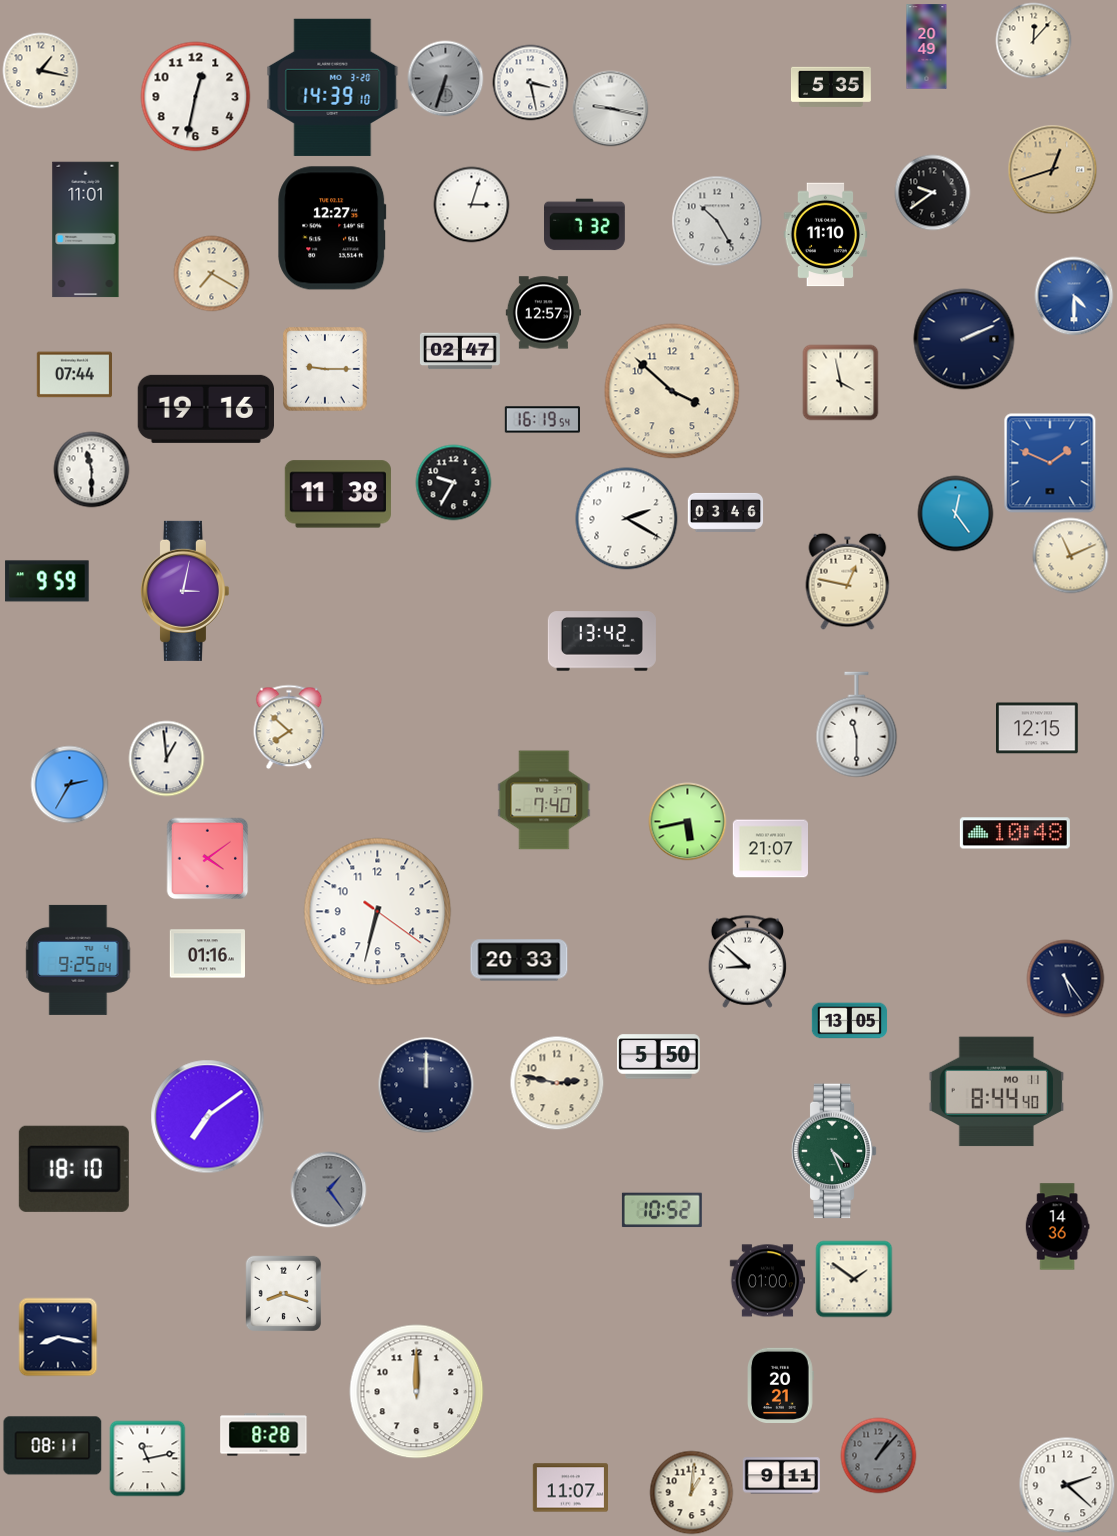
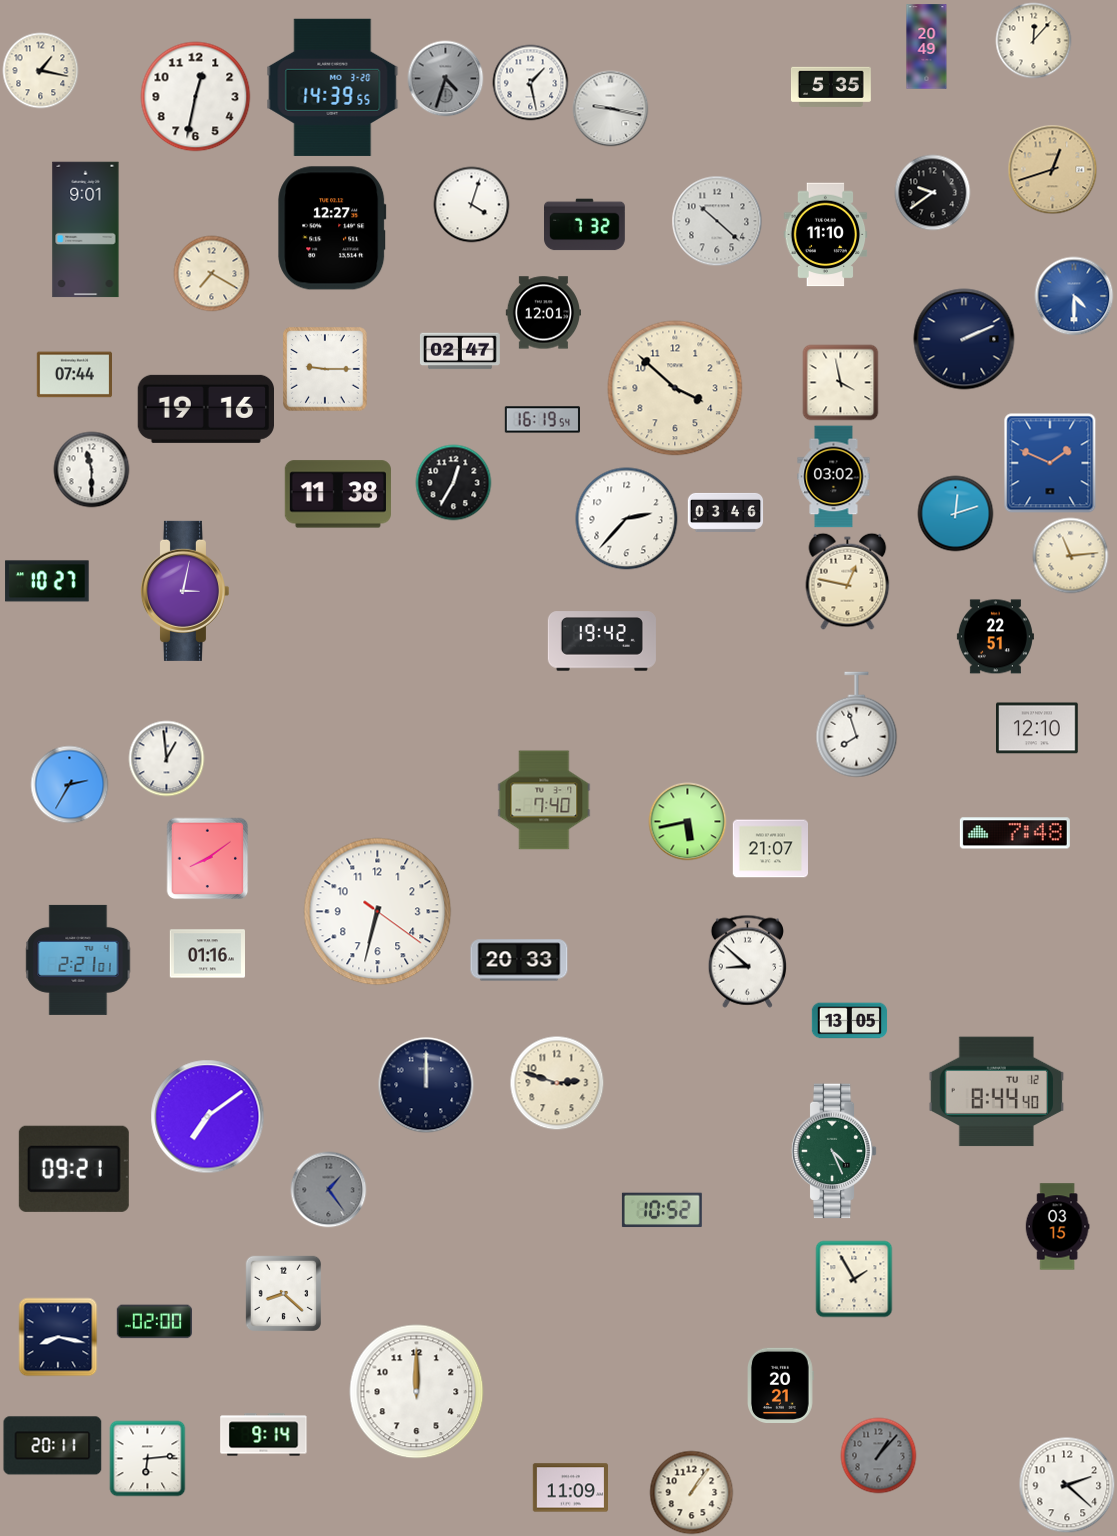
clock at (446, 79): 6:33 -> 4:33
clock at (531, 83): 3:28 -> 1:28
clock at (333, 87): 14:39:10 -> 14:39:55
clock at (472, 205): 3:03 -> 4:03
clock at (717, 221): 10:25 -> 10:22
clock at (86, 230): 11:01 -> 9:01
clock at (543, 313): 12:57 -> 12:01
clock at (672, 391) position: (672, 391) -> (675, 388)
clock at (834, 477): none -> 03:02
clock at (454, 483): 9:35 -> 12:35
clock at (956, 514): 12:24 -> 12:12
clock at (627, 519): 2:20 -> 2:37
clock at (1071, 556): 11:11 -> 11:14
clock at (47, 581): 9:59 -> 10:27
clock at (995, 637): none -> 22:51
clock at (602, 641): 13:42 -> 19:42
clock at (857, 725): 11:30 -> 7:57
clock at (289, 727): 7:52 -> none
clock at (1038, 728): 12:15 -> 12:10
clock at (1015, 833): 10:48 -> 7:48
clock at (208, 859): 4:09 -> 8:09
clock at (78, 960): 9:25 -> 2:21
clock at (1066, 979): 5:24 -> none
clock at (659, 1057): 5:50 -> none
clock at (557, 1083): 2:47 -> 2:48
clock at (997, 1092) date: MO 11 -> TU 12
clock at (74, 1169): 18:10 -> 09:21
clock at (1057, 1227): 14:36 -> 03:15
clock at (854, 1279): 1:51 -> 1:55
clock at (767, 1281): 01:00 -> none
clock at (283, 1293): 8:18 -> 8:22
clock at (154, 1322): none -> 02:00
clock at (264, 1435): 8:28 -> 9:14
clock at (53, 1446): 08:11 -> 20:11
clock at (148, 1459): 11:13 -> 6:14
clock at (781, 1476): 9:11 -> none
clock at (570, 1488): 11:07 -> 11:09
clock at (692, 1493): 1:01 -> 1:06
